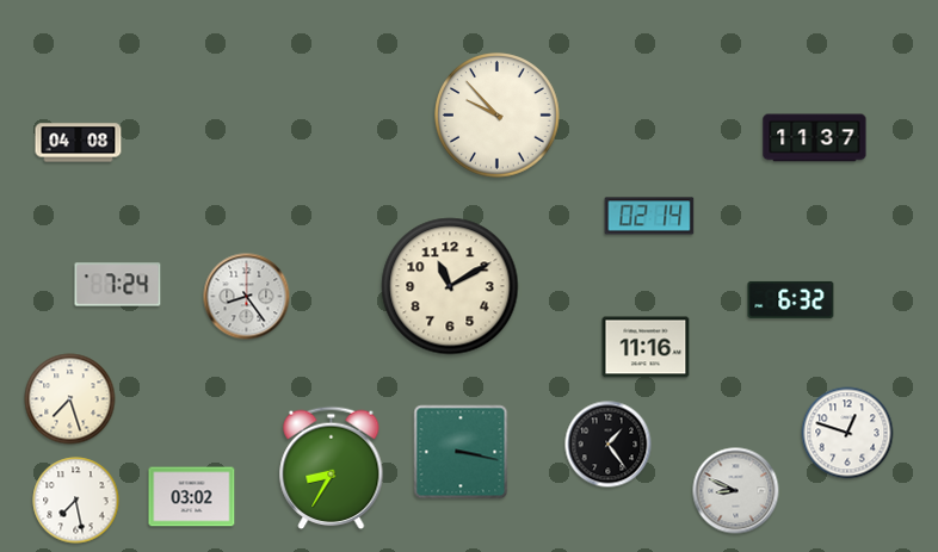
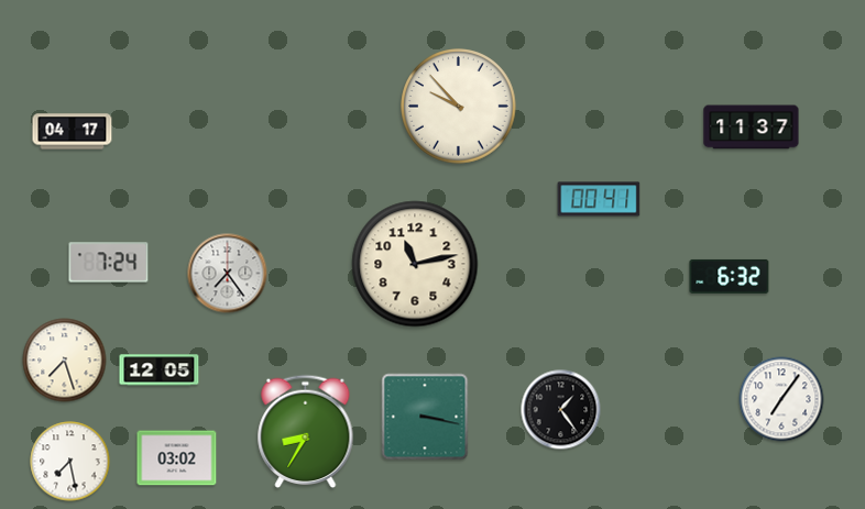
clock at (79, 143): 04:08 -> 04:17
clock at (649, 216): 02:14 -> 00:41
clock at (450, 286): 11:10 -> 11:13
clock at (247, 297): 8:24 -> 7:24
clock at (646, 347): 11:16 -> none
clock at (70, 399) position: (70, 399) -> (65, 361)
clock at (160, 370): none -> 12:05
clock at (847, 433): 12:48 -> 7:06
clock at (736, 491): 8:49 -> none
